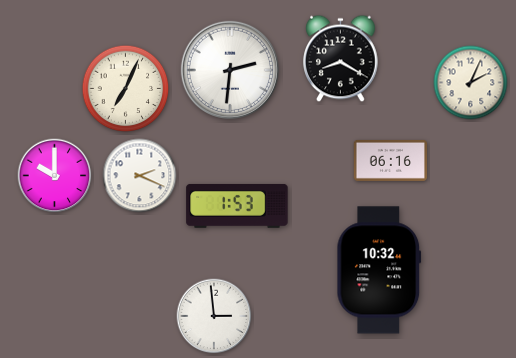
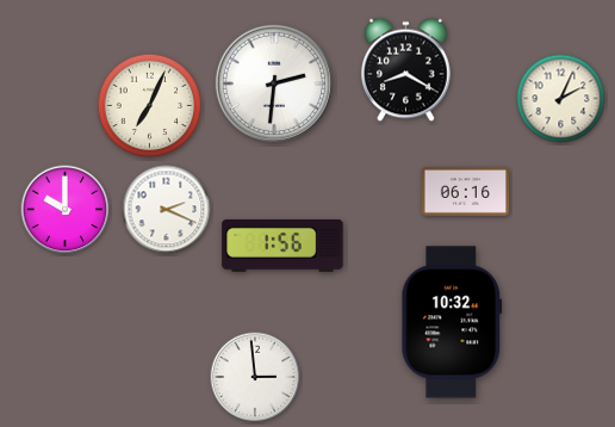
clock at (237, 206): 1:53 -> 1:56
